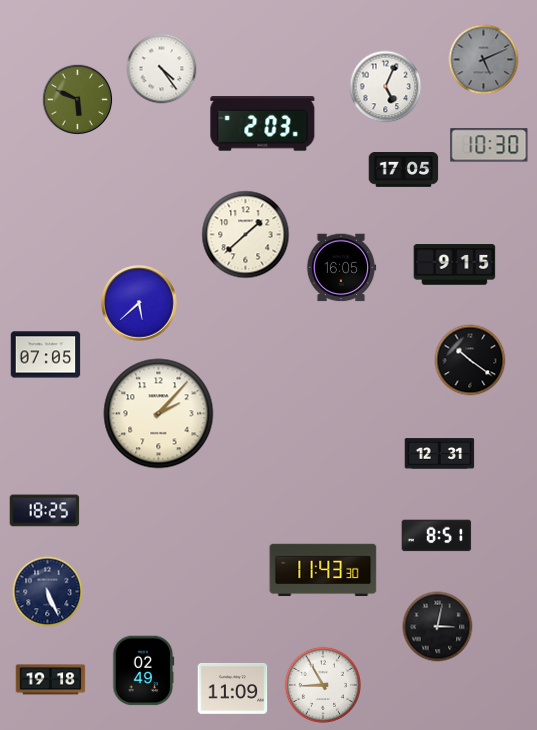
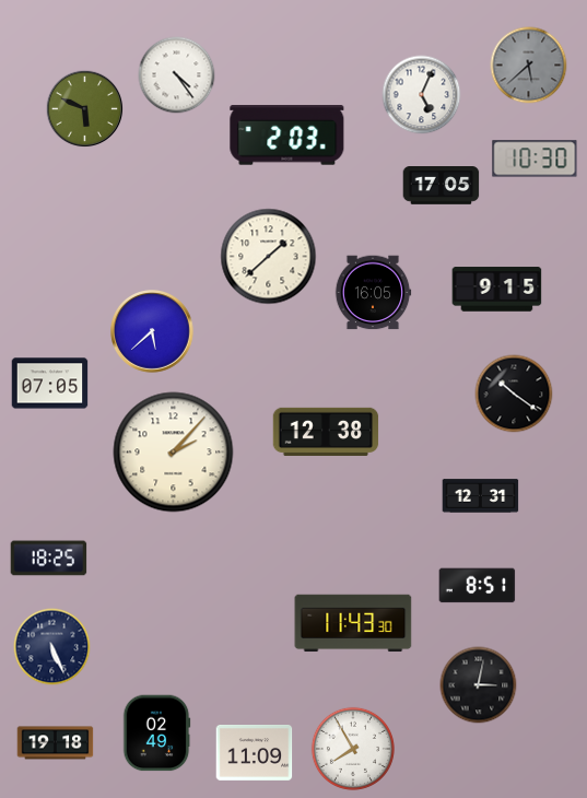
clock at (484, 60): 5:11 -> 5:38
clock at (46, 355) position: (46, 355) -> (50, 384)
clock at (326, 432): none -> 12:38
clock at (322, 684): 8:55 -> 7:55
